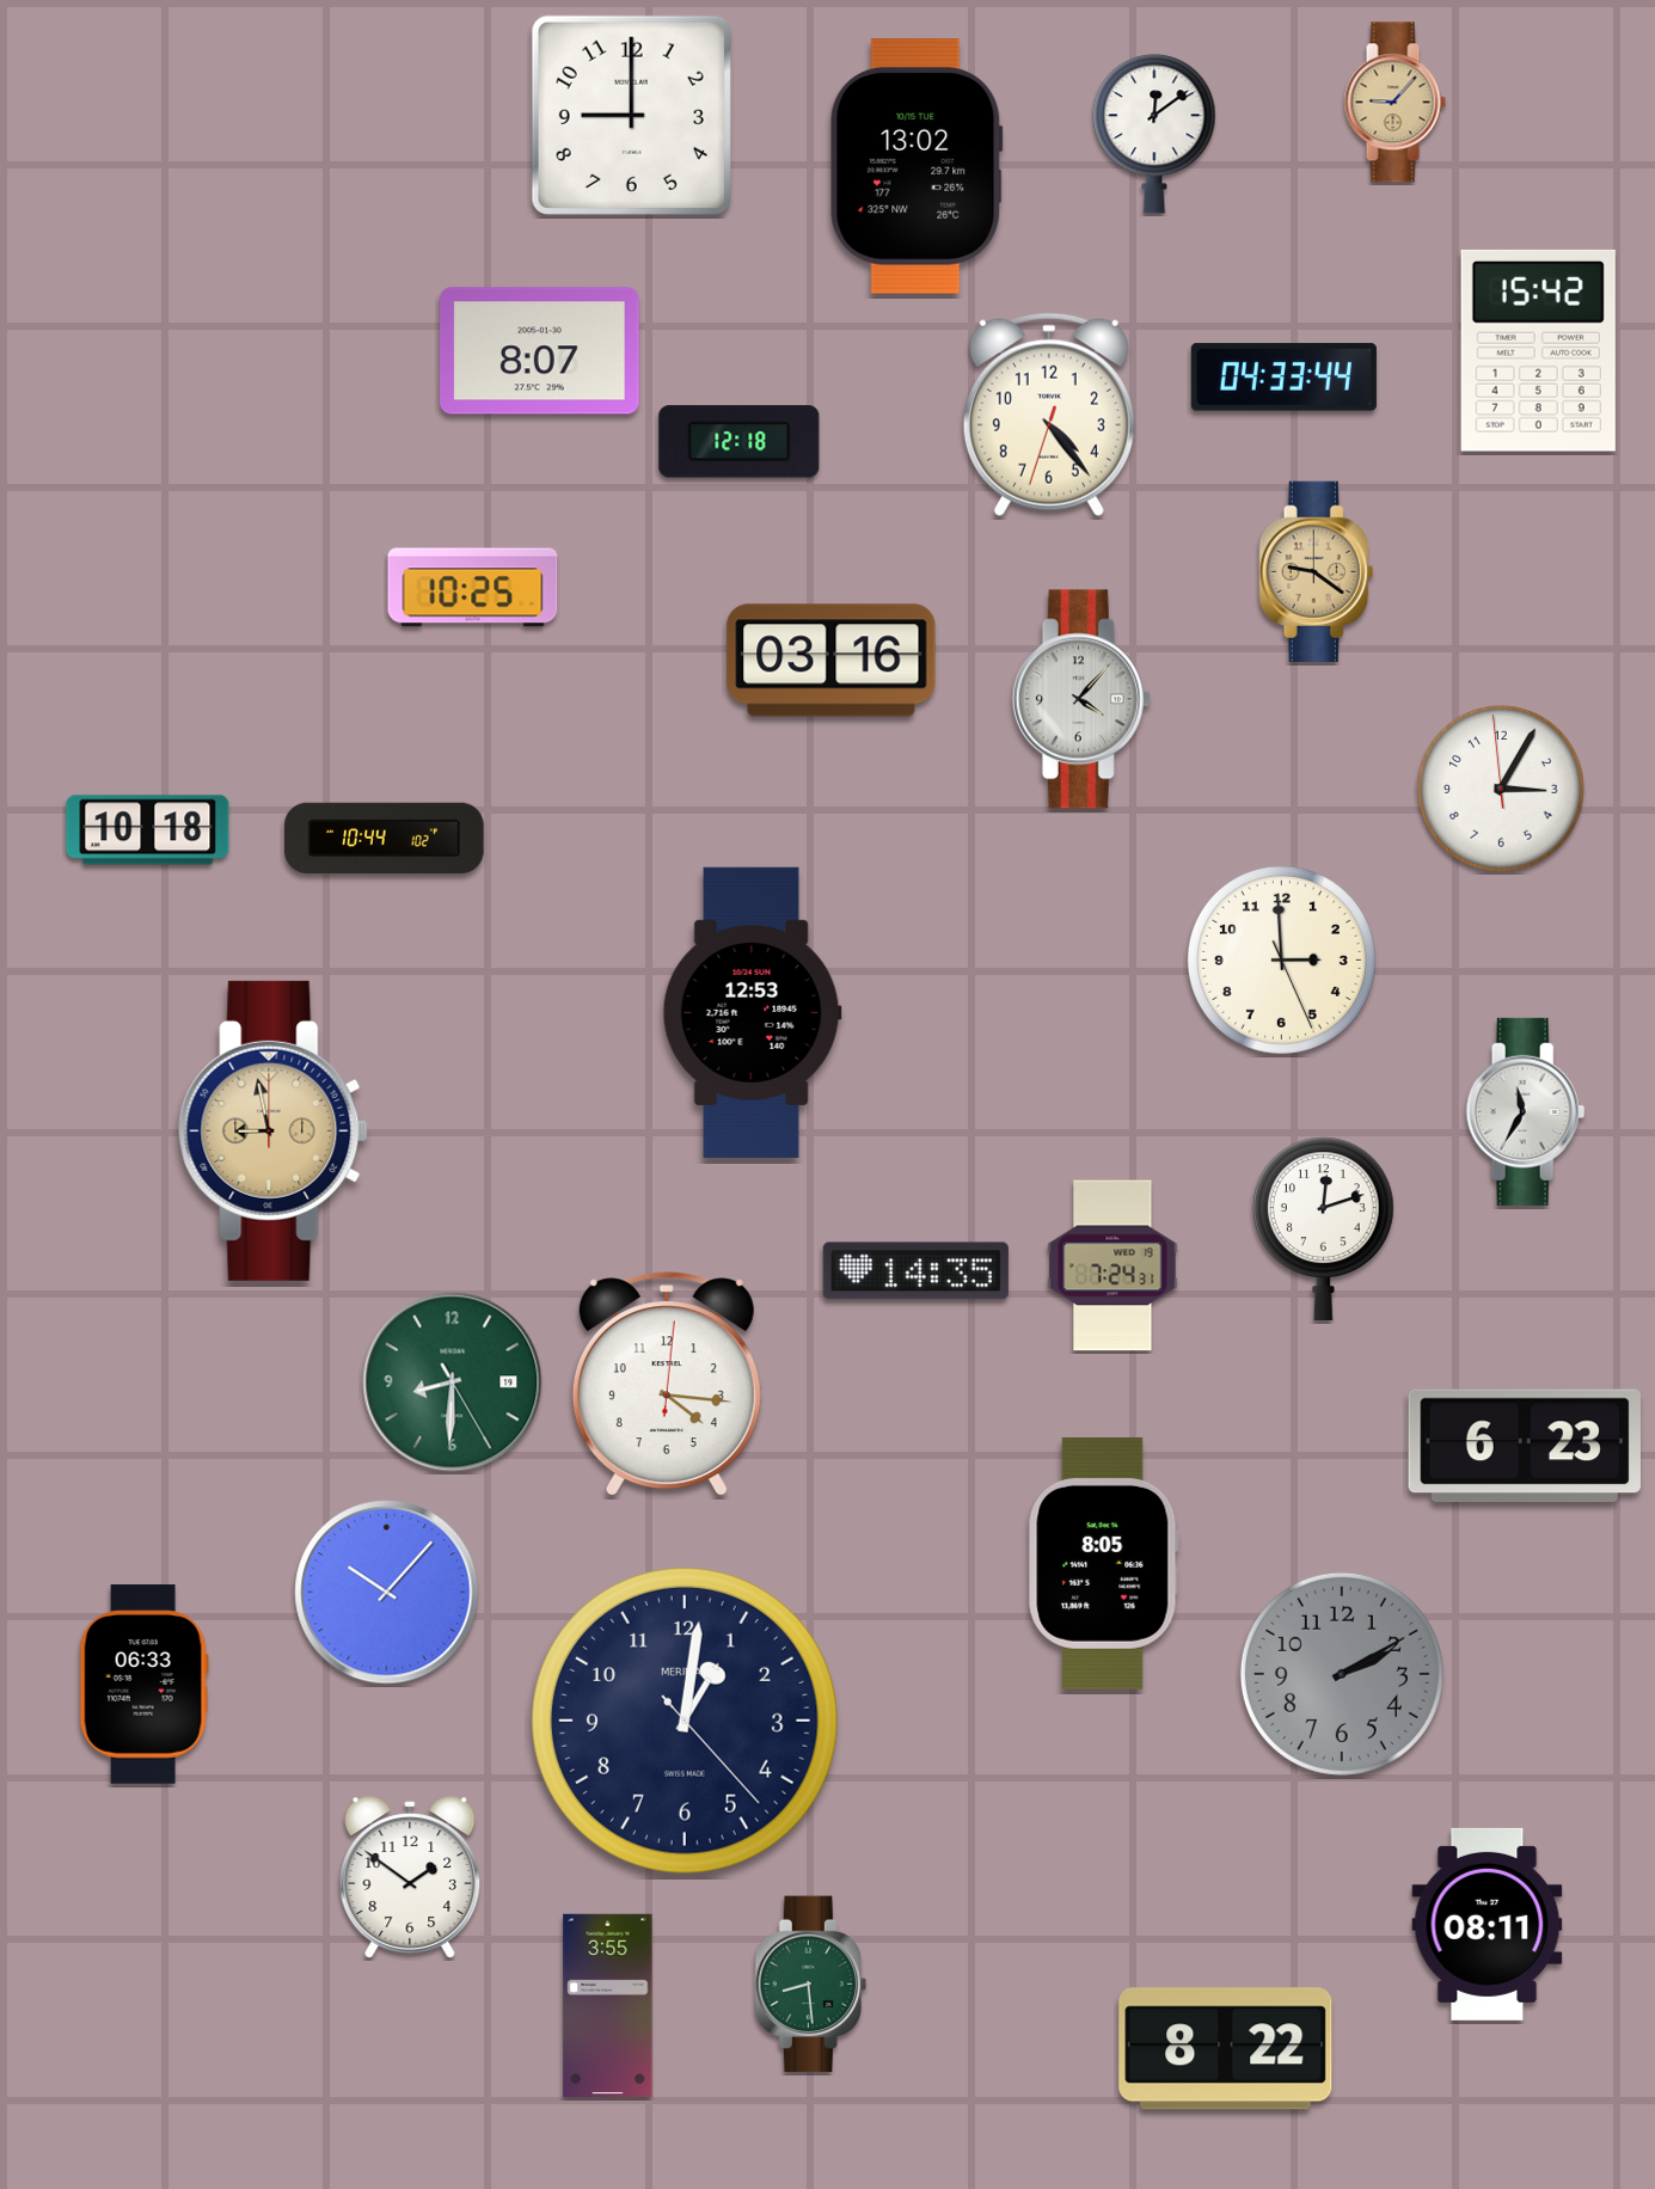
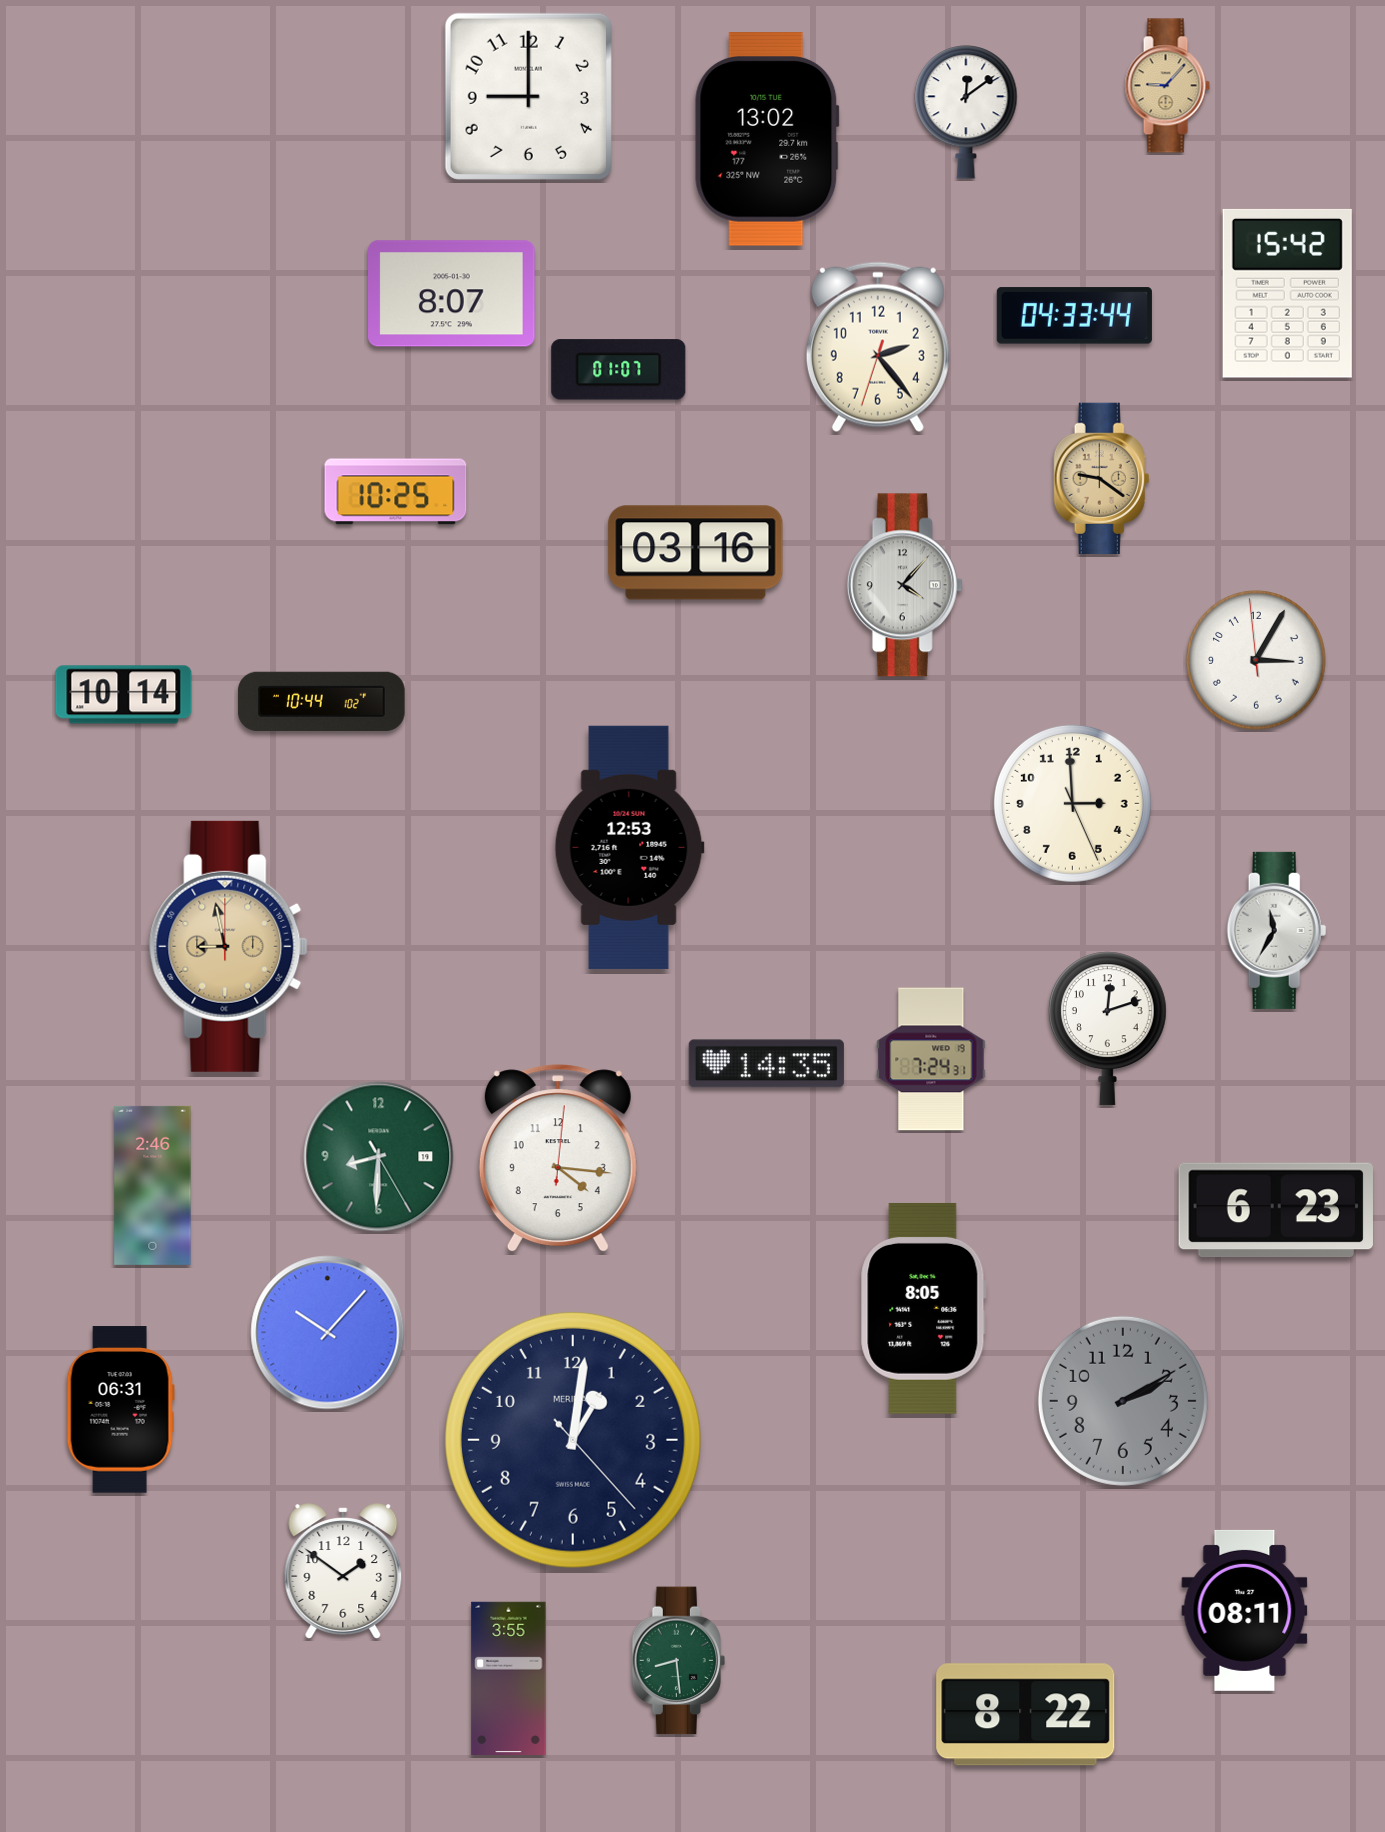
clock at (1049, 415): 4:23 -> 2:23
clock at (740, 442): 12:18 -> 01:07
clock at (148, 830): 10:18 -> 10:14
clock at (153, 1185): none -> 2:46
clock at (387, 1593) position: (387, 1593) -> (328, 1333)
clock at (143, 1685): 06:33 -> 06:31
